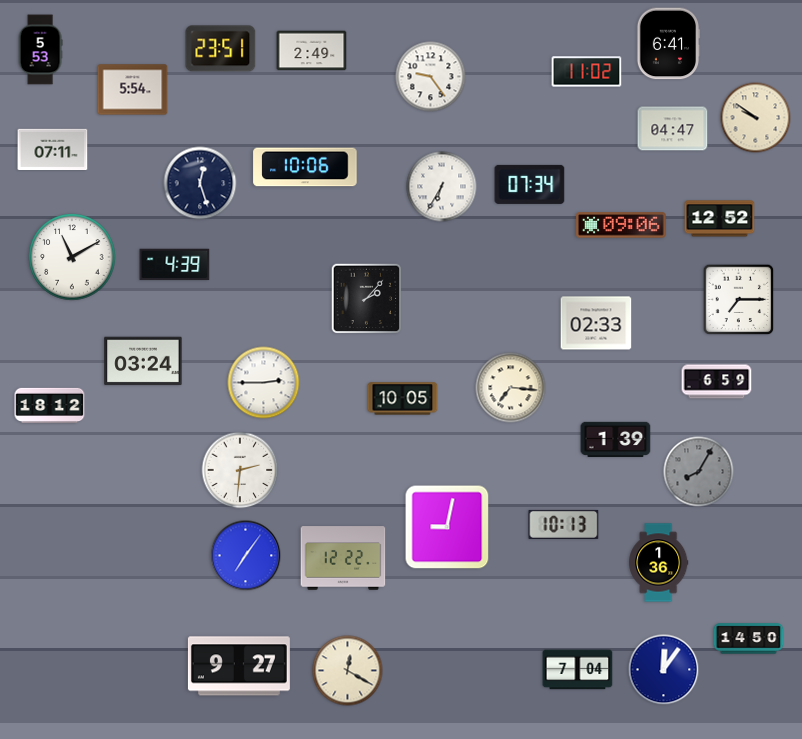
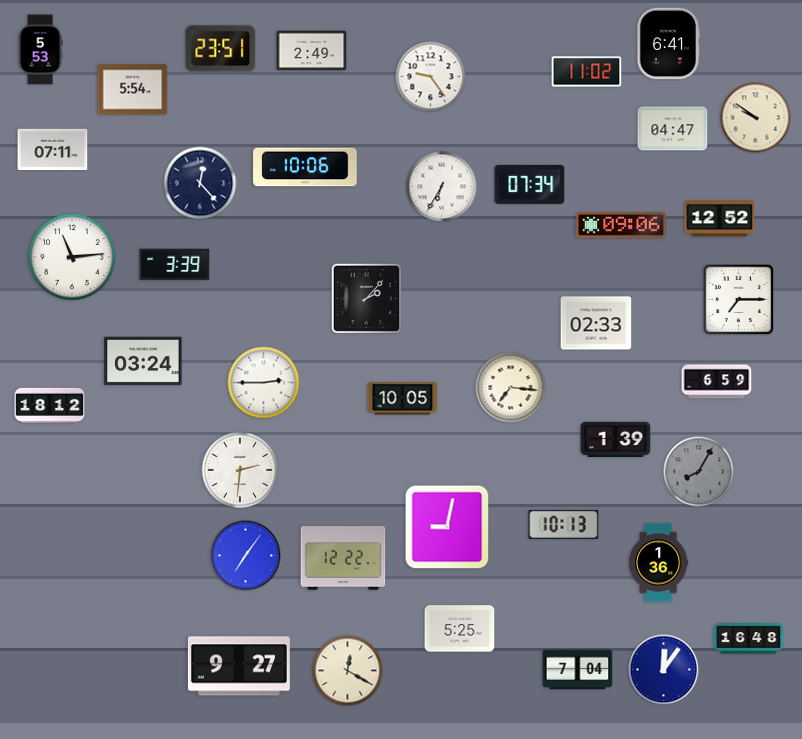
clock at (200, 183): 12:27 -> 12:23
clock at (72, 257): 11:10 -> 11:14
clock at (175, 265): 4:39 -> 3:39
clock at (460, 629): none -> 5:25
clock at (749, 639): 14:50 -> 16:48
